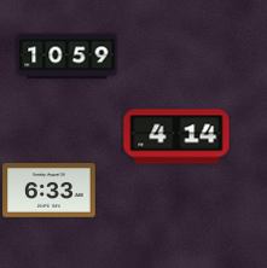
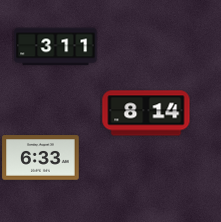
clock at (68, 57): 10:59 -> 3:11
clock at (176, 136): 4:14 -> 8:14
